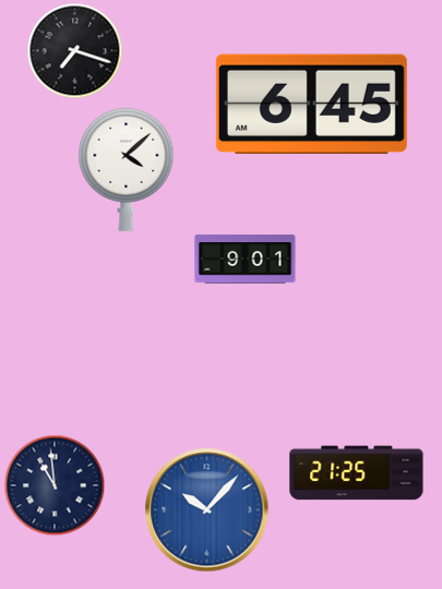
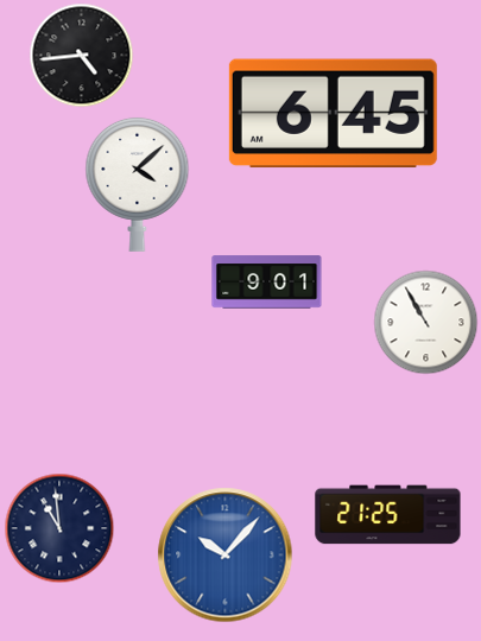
clock at (75, 51): 7:18 -> 4:44
clock at (311, 105) position: (311, 105) -> (333, 114)
clock at (426, 323): none -> 10:55
